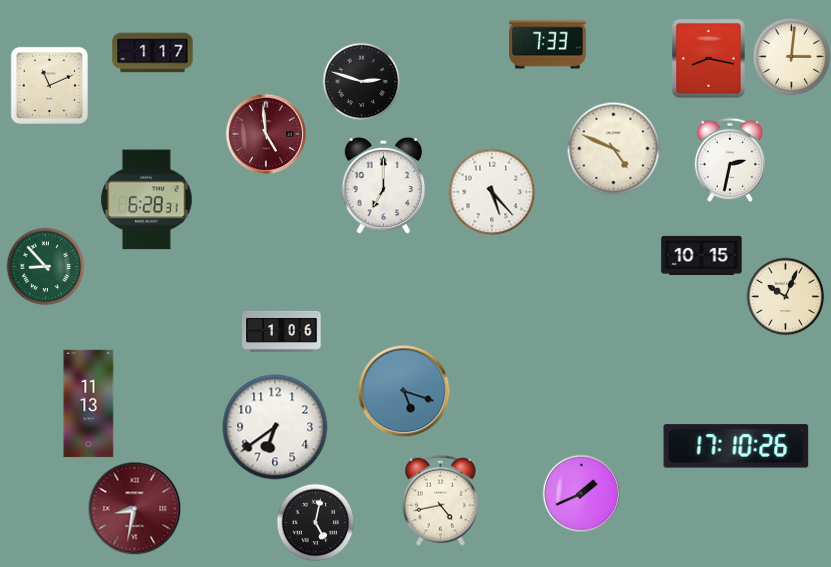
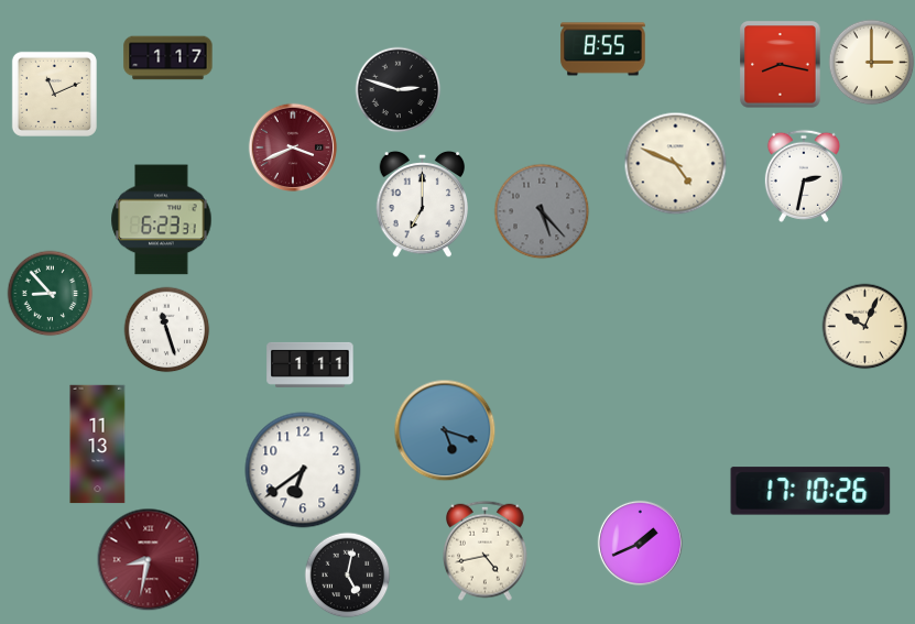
clock at (548, 45): 7:33 -> 8:55
clock at (791, 56): 3:01 -> 3:00
clock at (266, 134): 4:59 -> 3:41
clock at (492, 192) dial: white -> grey
clock at (147, 200): 6:28 -> 6:23
clock at (702, 255): 10:15 -> none
clock at (166, 329): none -> 11:27
clock at (282, 331): 1:06 -> 1:11
